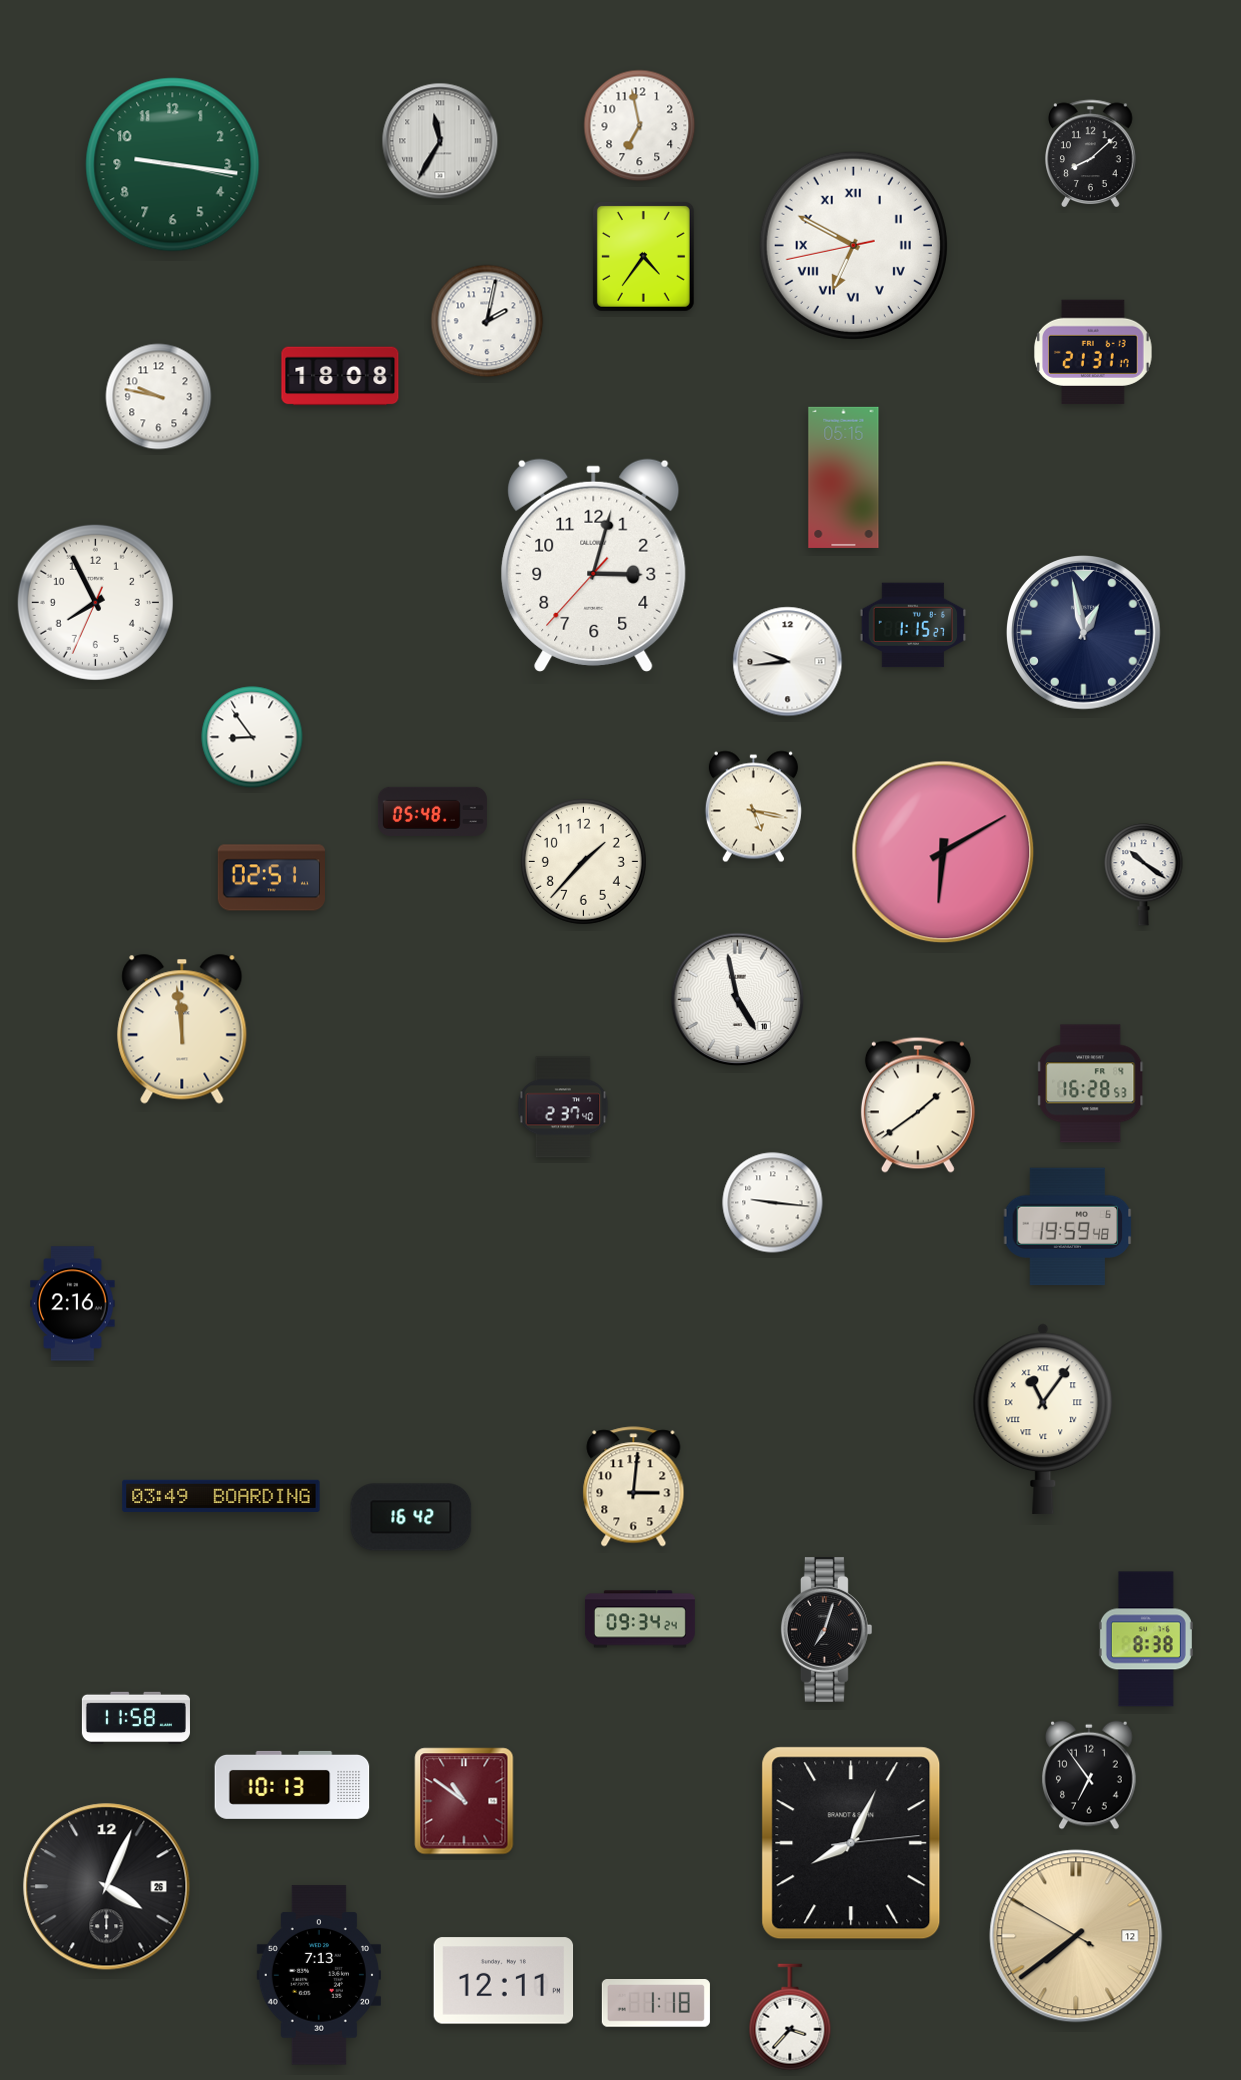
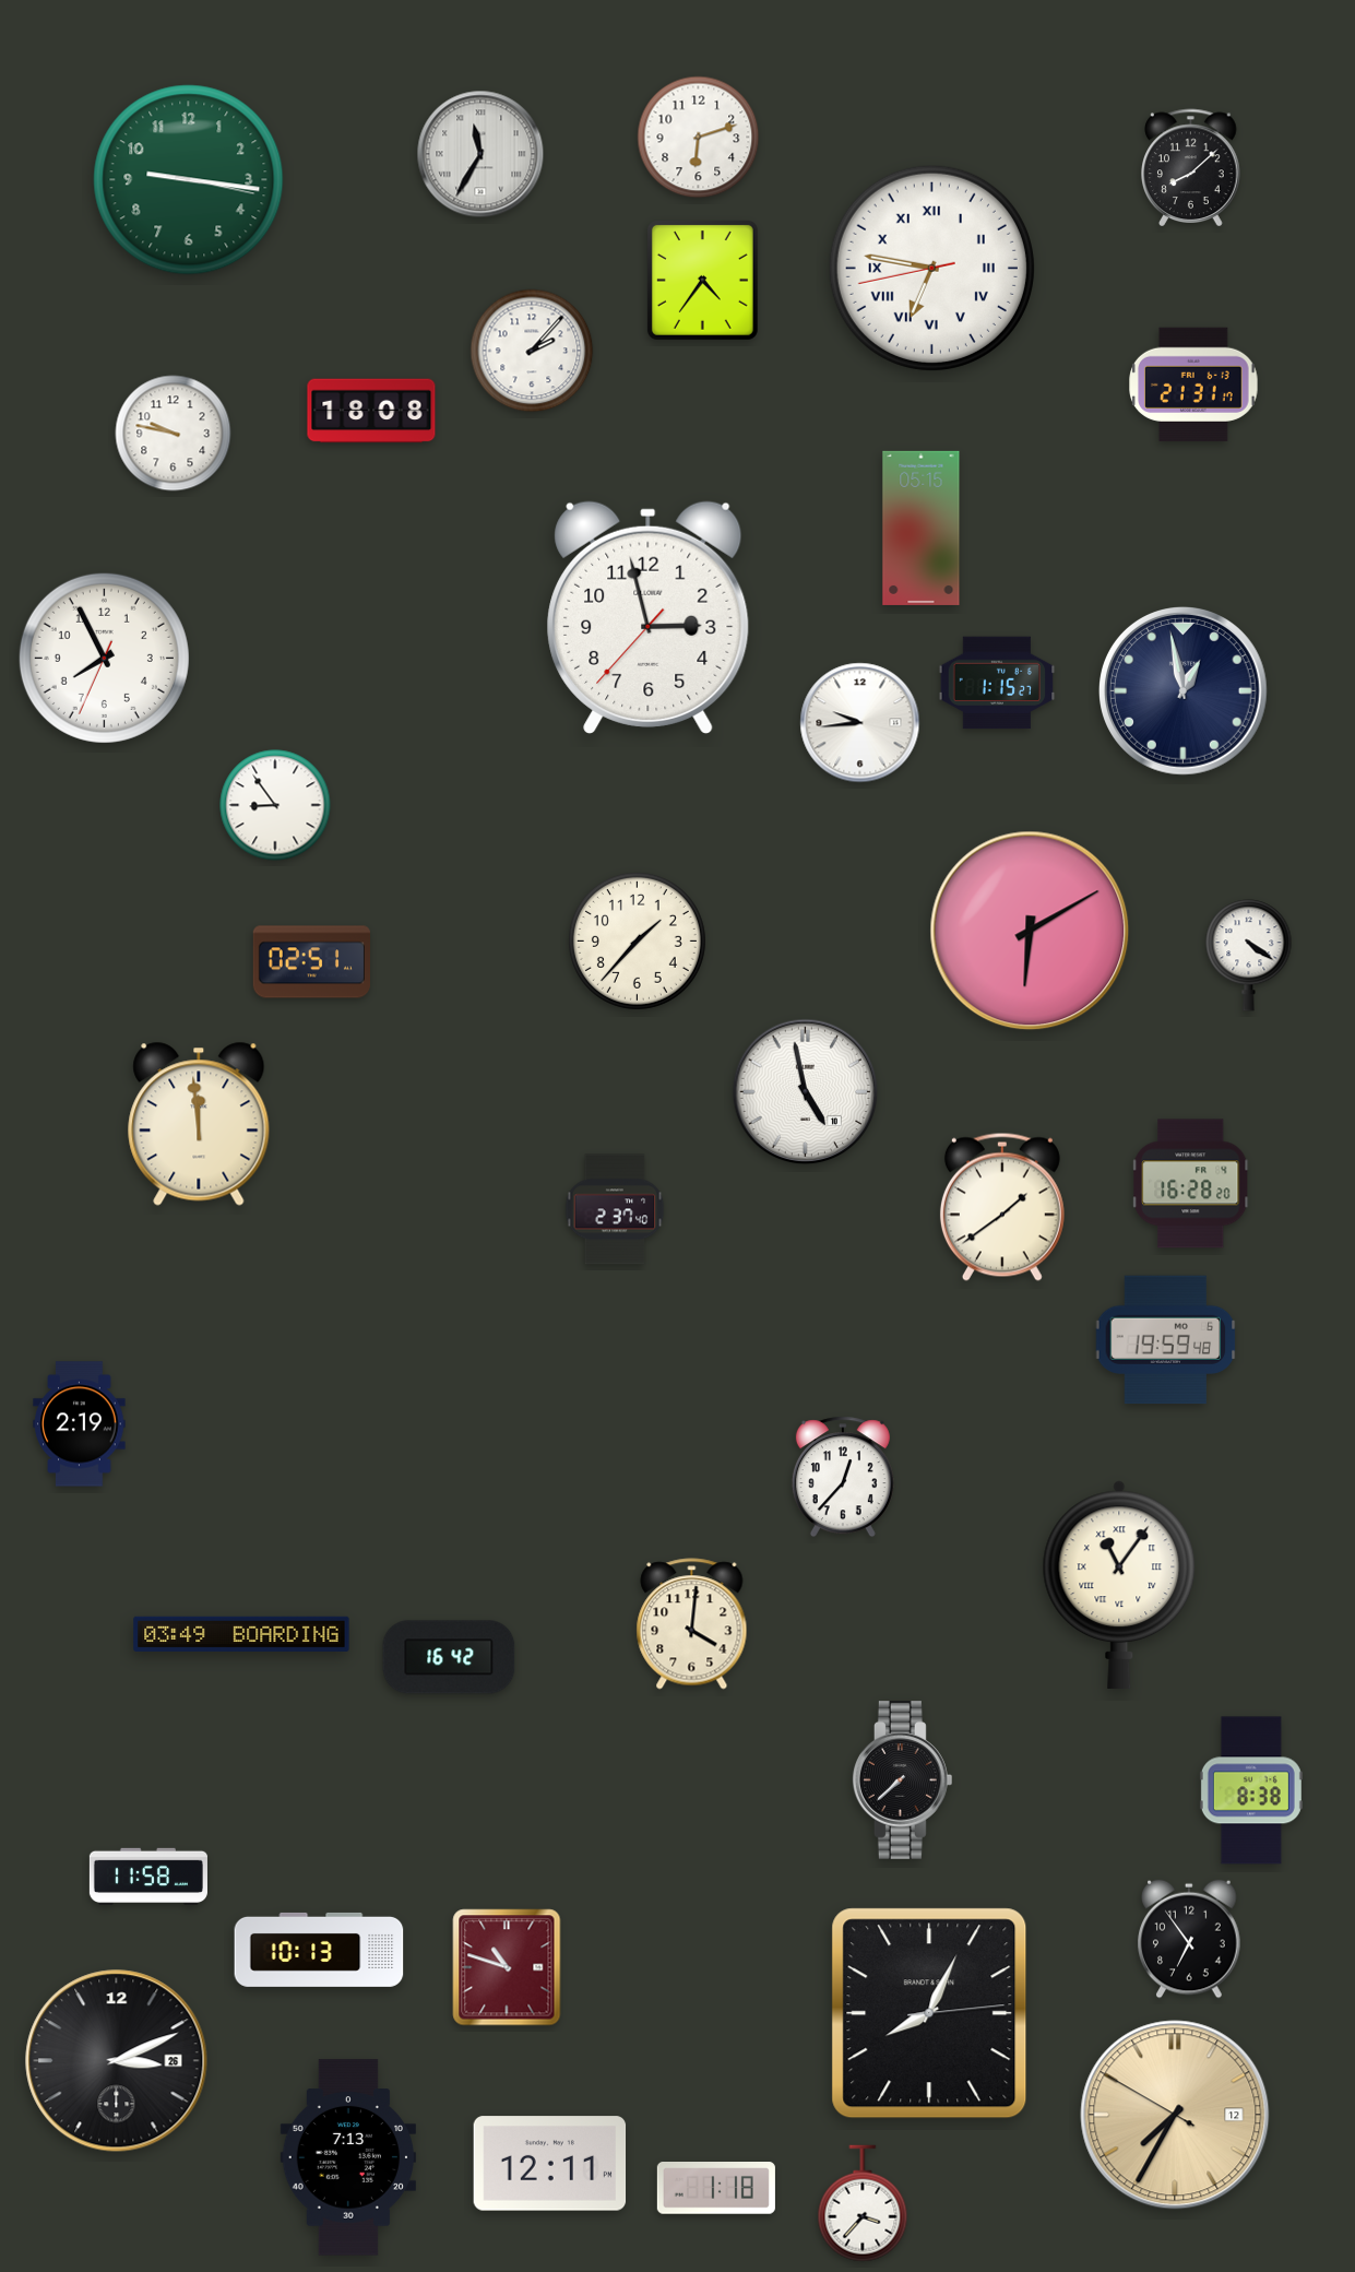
clock at (640, 126): 6:58 -> 6:12
clock at (853, 245): 6:49 -> 6:46
clock at (487, 321): 2:02 -> 2:07
clock at (844, 477) position: (844, 477) -> (922, 528)
clock at (594, 565): 3:02 -> 2:57
clock at (753, 807): 5:17 -> none
clock at (432, 811): 05:48 -> none
clock at (1144, 875): 10:21 -> 4:21
clock at (271, 878) position: (271, 878) -> (311, 962)
clock at (1091, 1084): 16:28:53 -> 16:28:20
clock at (773, 1203): 9:16 -> none
clock at (73, 1304): 2:16 -> 2:19
clock at (843, 1477): none -> 12:37
clock at (1043, 1419) position: (1043, 1419) -> (1119, 1585)
clock at (634, 1487): 3:01 -> 4:01
clock at (640, 1619): 09:34 -> none
clock at (826, 1630): 7:03 -> 7:38
clock at (464, 1801): 10:51 -> 10:48
clock at (107, 1887): 4:04 -> 3:11
clock at (1076, 1936): 7:38 -> 7:34
